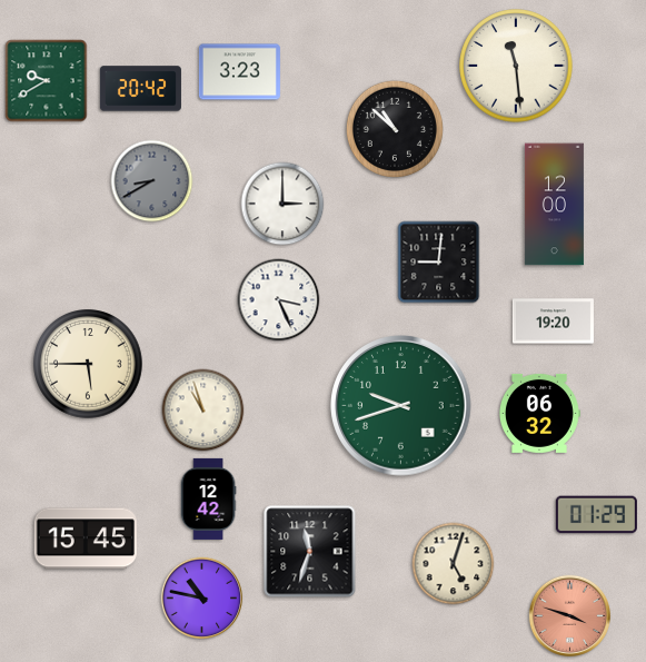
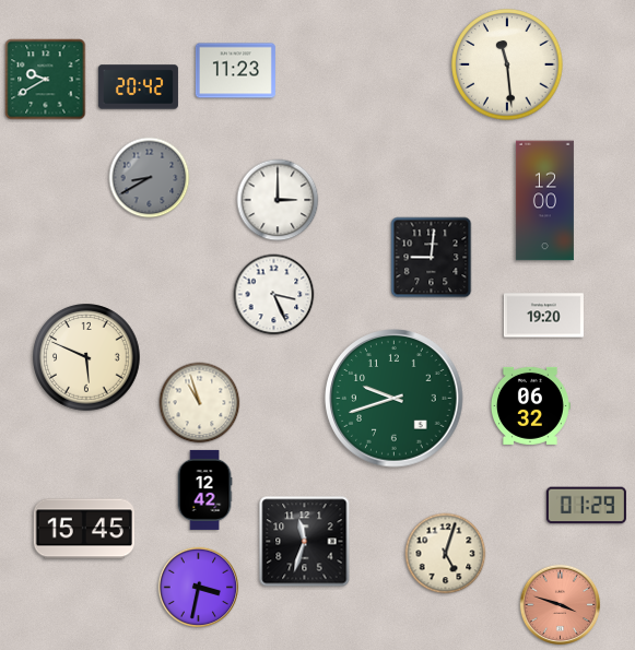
clock at (239, 72): 3:23 -> 11:23
clock at (395, 129): 10:52 -> none
clock at (88, 364): 5:45 -> 5:49
clock at (202, 599): 10:47 -> 3:32
